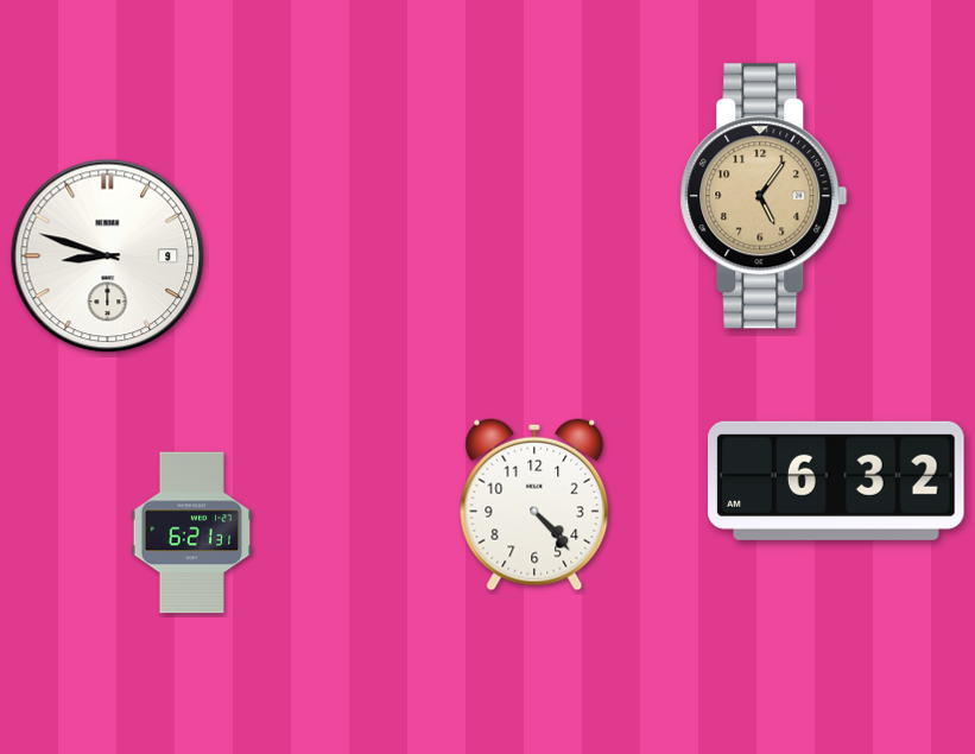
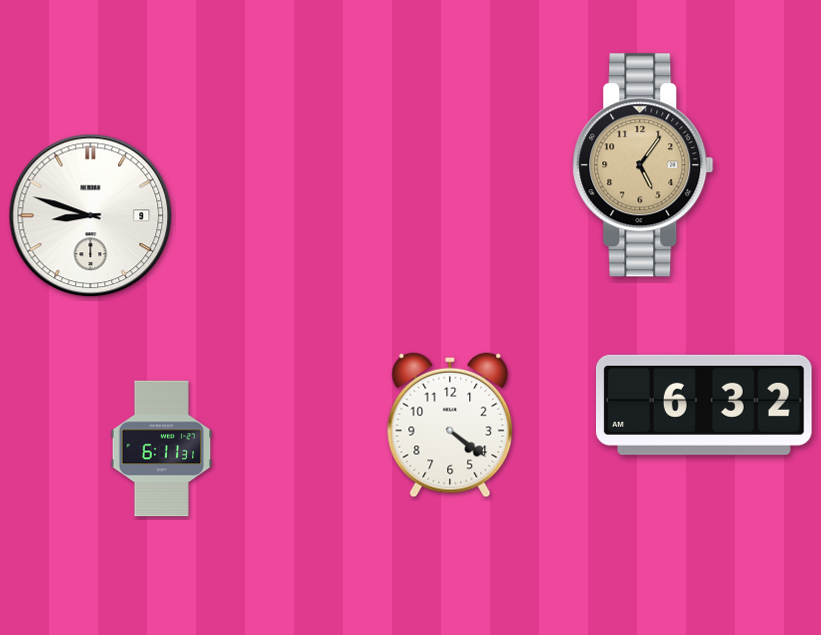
clock at (534, 505): 4:23 -> 4:21
clock at (192, 533): 6:21 -> 6:11
